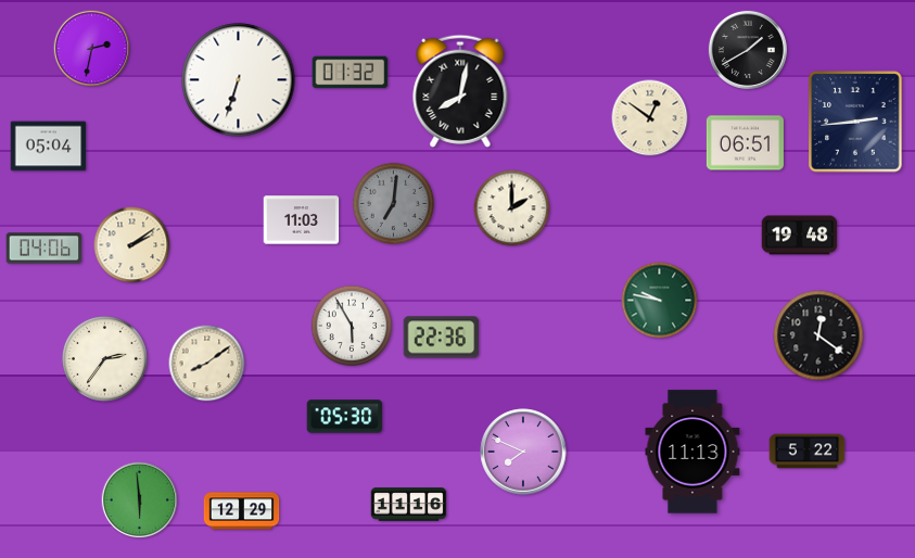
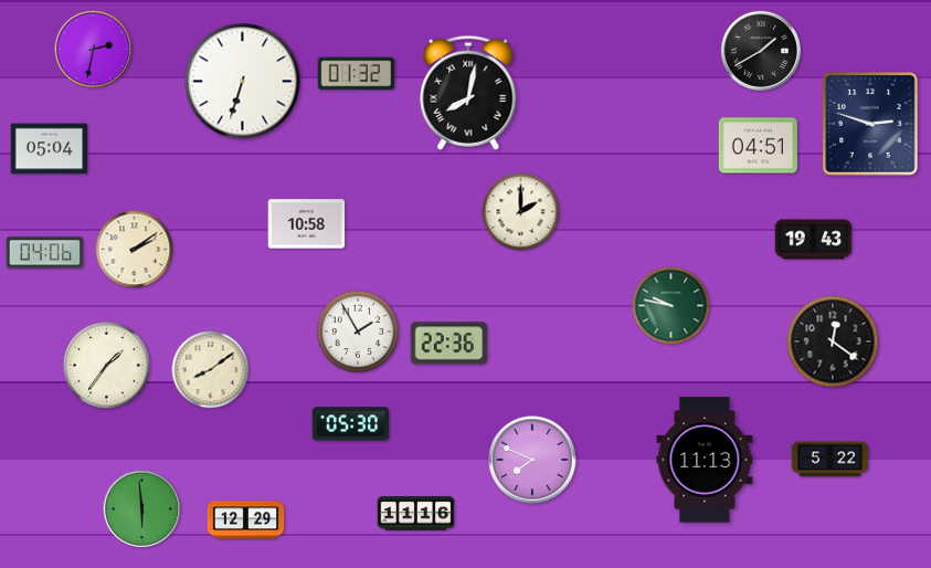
clock at (650, 118): 12:51 -> none
clock at (855, 122): 2:44 -> 2:48
clock at (745, 143): 06:51 -> 04:51
clock at (393, 203): 7:01 -> none
clock at (302, 220): 11:03 -> 10:58
clock at (800, 236): 19:48 -> 19:43
clock at (352, 326): 5:55 -> 1:55
clock at (105, 359): 2:36 -> 1:36
clock at (808, 452) position: (808, 452) -> (831, 460)
